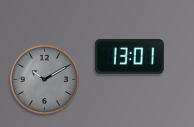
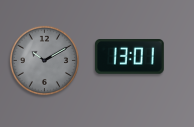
clock at (44, 79) position: (44, 79) -> (44, 60)
